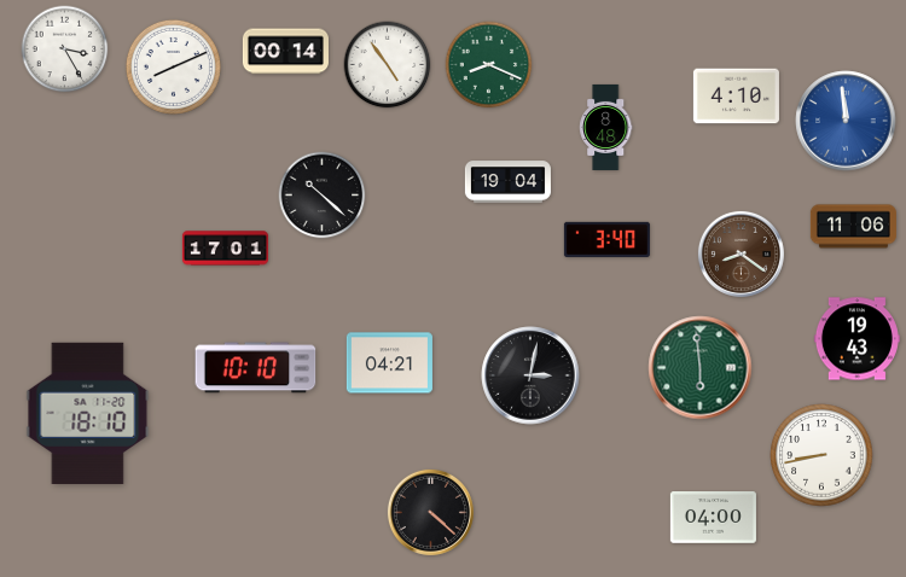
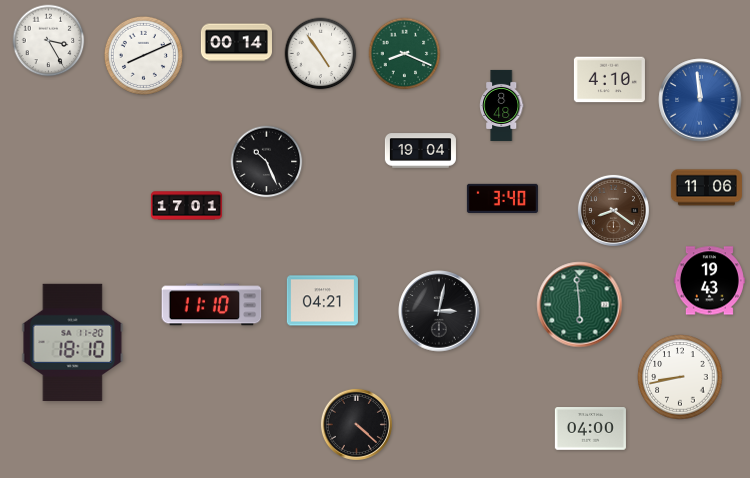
clock at (65, 49) position: (65, 49) -> (49, 41)
clock at (323, 196): 10:22 -> 10:26
clock at (256, 368): 10:10 -> 11:10
